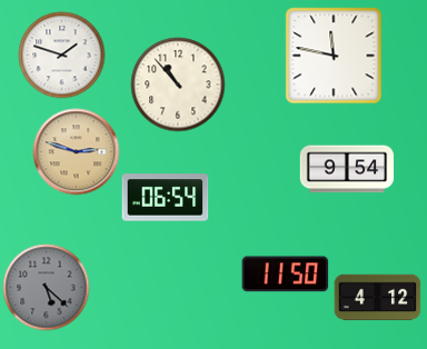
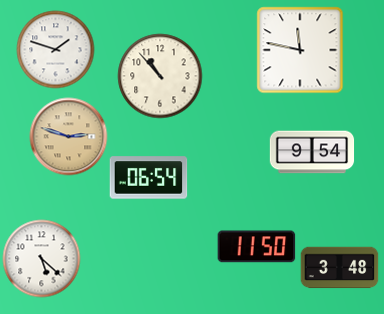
clock at (46, 287) dial: grey -> white
clock at (377, 298): 4:12 -> 3:48
